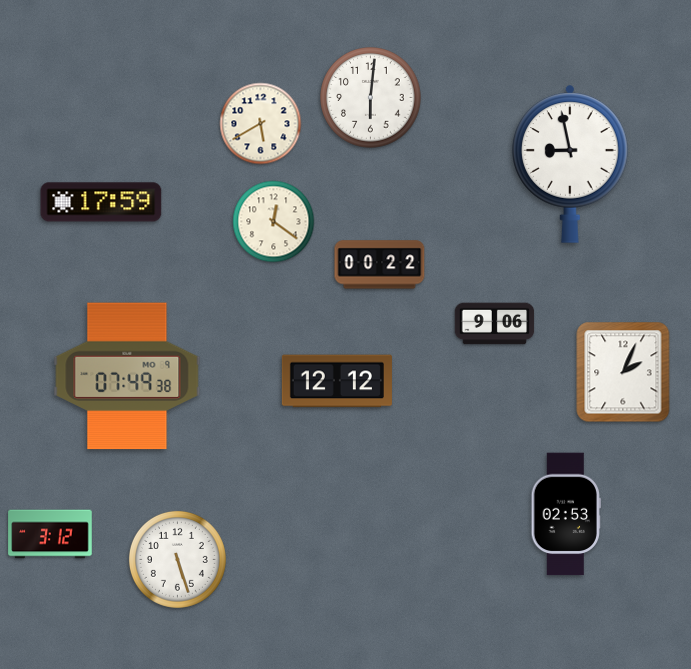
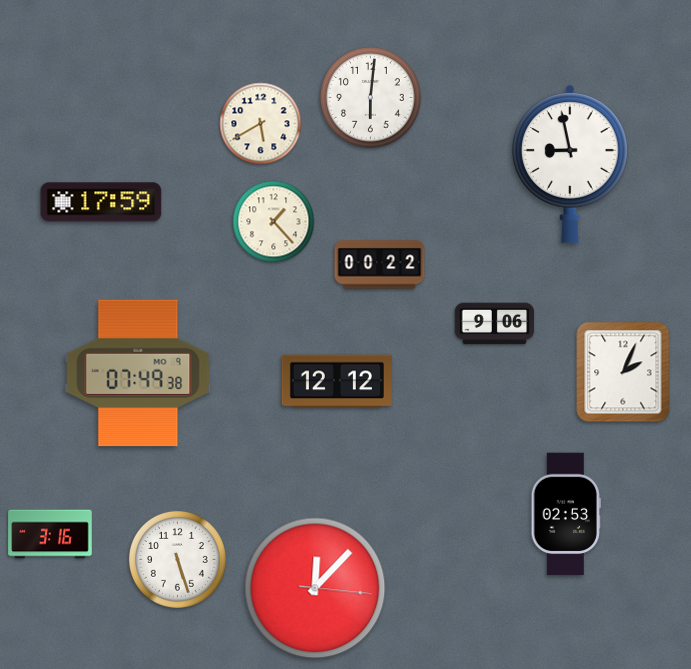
clock at (274, 222): 12:21 -> 1:23
clock at (127, 376) position: (127, 376) -> (138, 373)
clock at (50, 534): 3:12 -> 3:16
clock at (315, 588): none -> 12:07
